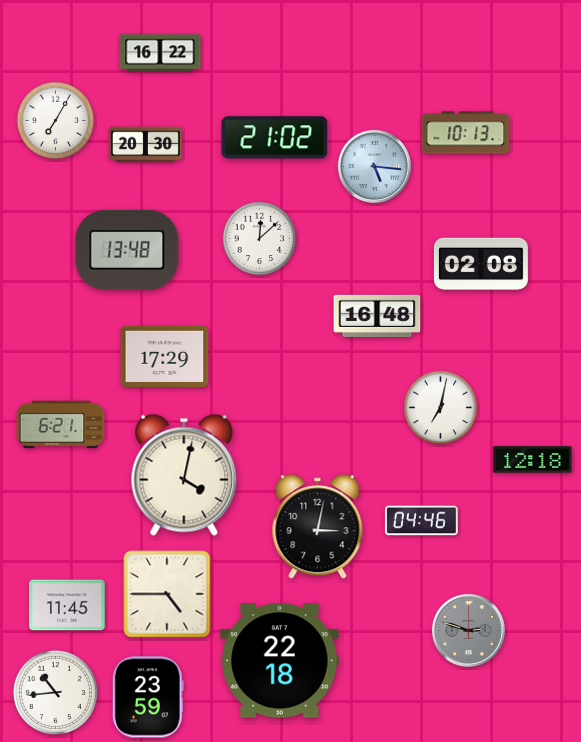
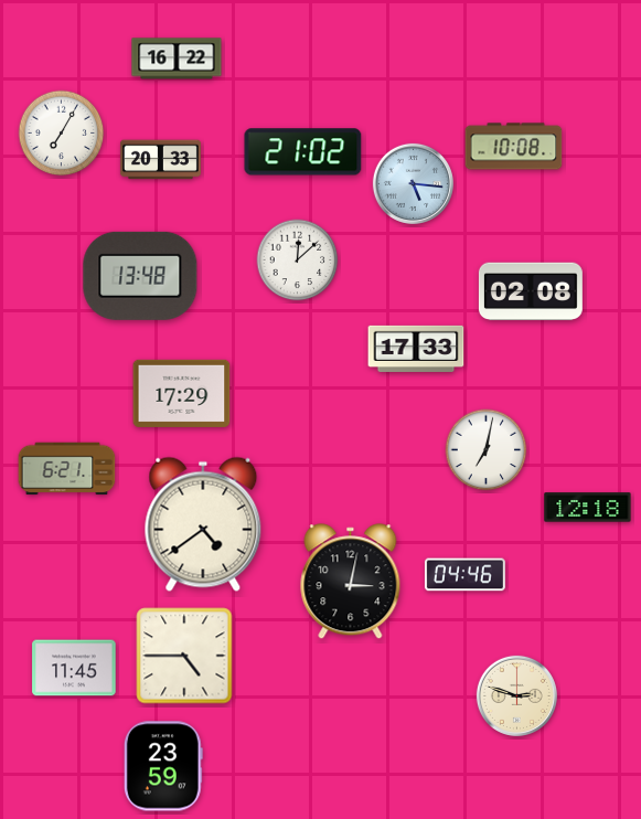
clock at (466, 133): 10:13 -> 10:08
clock at (145, 145): 20:30 -> 20:33
clock at (260, 239) position: (260, 239) -> (298, 260)
clock at (377, 316): 16:48 -> 17:33
clock at (184, 475): 4:02 -> 4:39
clock at (468, 630) dial: grey -> cream
clock at (280, 661): 22:18 -> none
clock at (55, 692): 10:44 -> none
clock at (148, 697) position: (148, 697) -> (163, 766)
